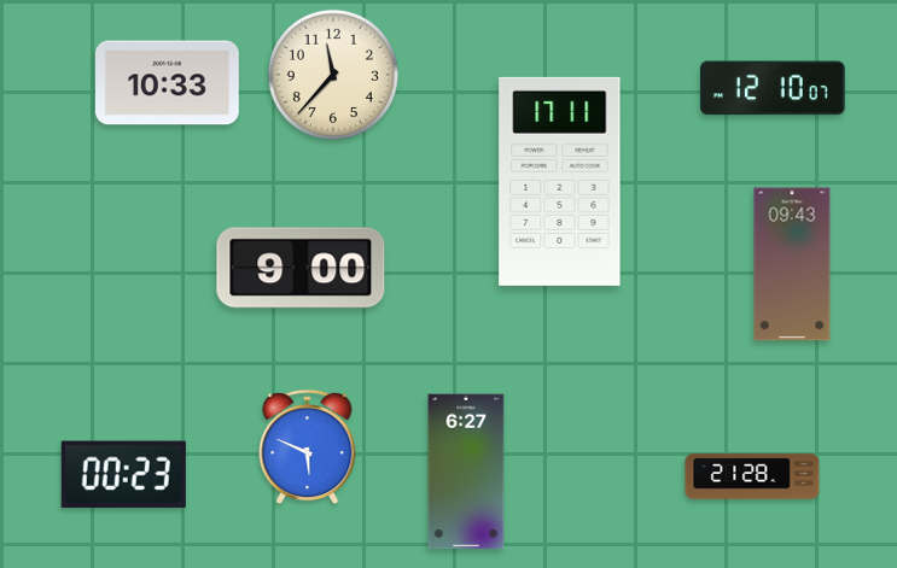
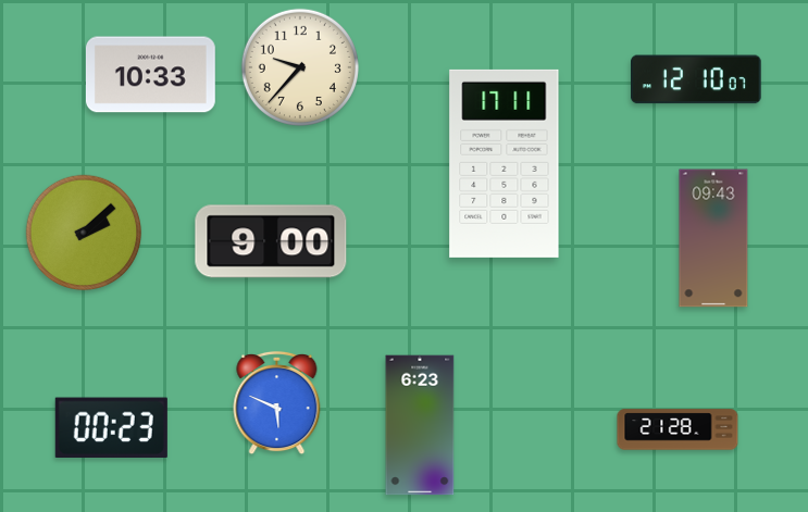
clock at (333, 75): 11:37 -> 9:37
clock at (84, 233): none -> 2:08
clock at (466, 472): 6:27 -> 6:23
